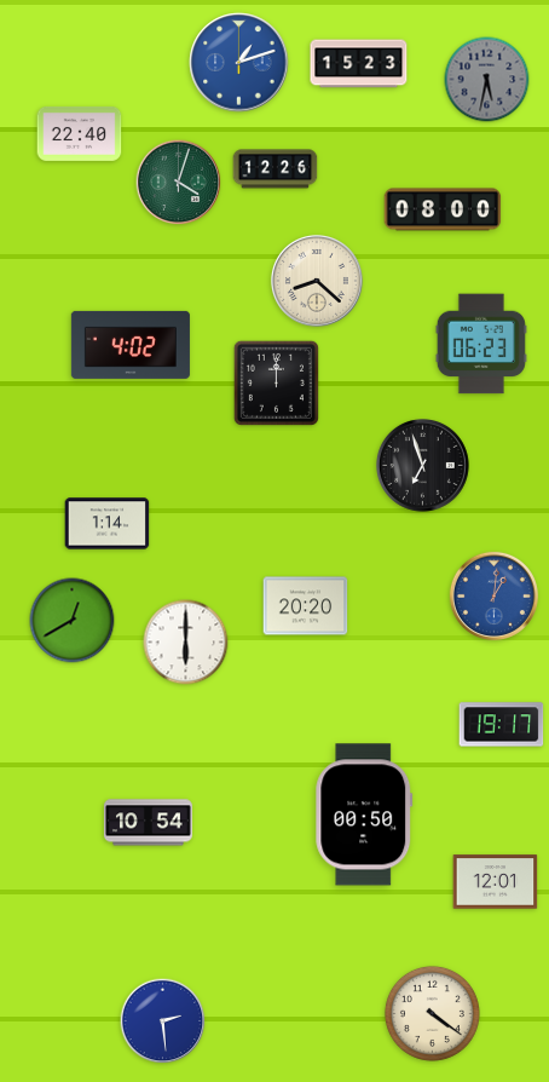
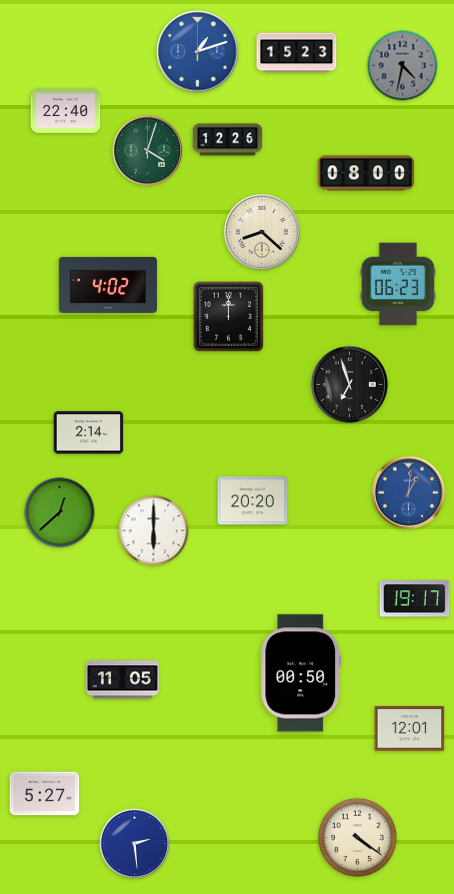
clock at (487, 80): 5:32 -> 4:32
clock at (108, 524): 1:14 -> 2:14
clock at (73, 621): 12:40 -> 12:38
clock at (148, 823): 10:54 -> 11:05
clock at (45, 794): none -> 5:27
